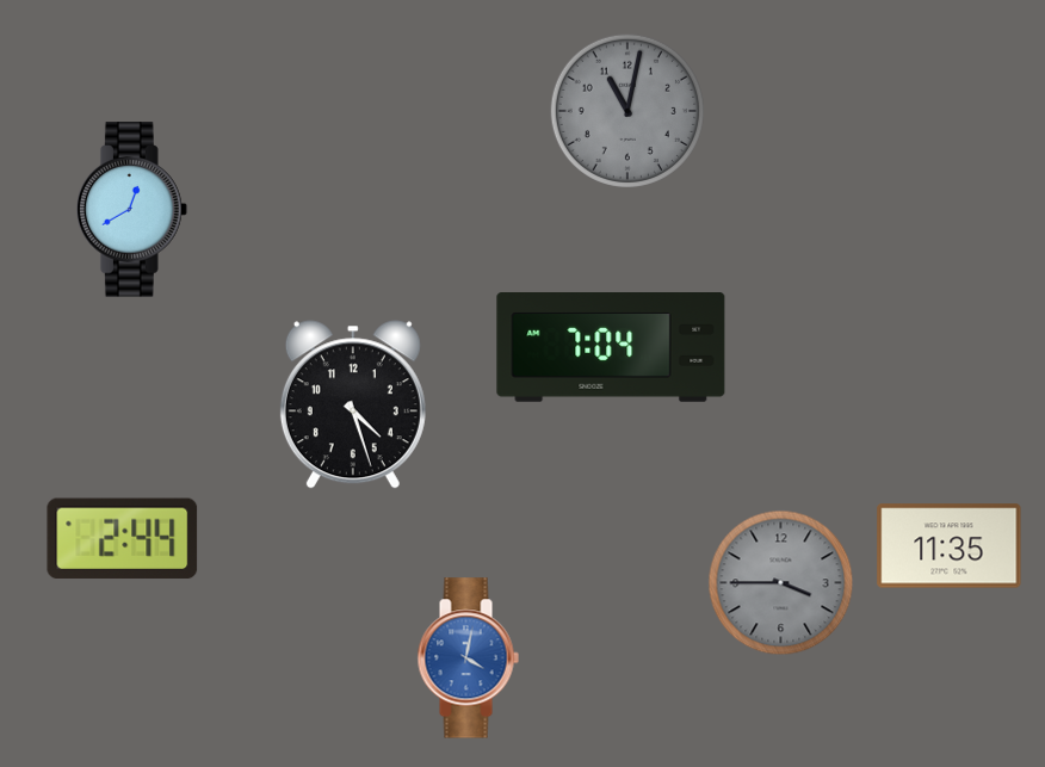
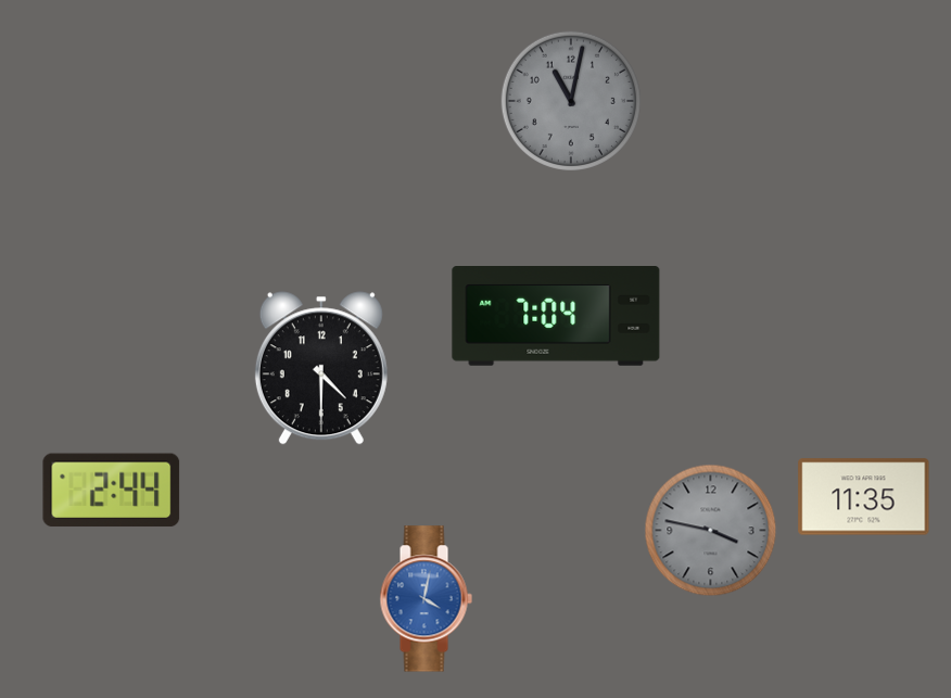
clock at (132, 210): 12:40 -> none
clock at (353, 404): 4:27 -> 4:30
clock at (781, 583): 3:45 -> 3:47
